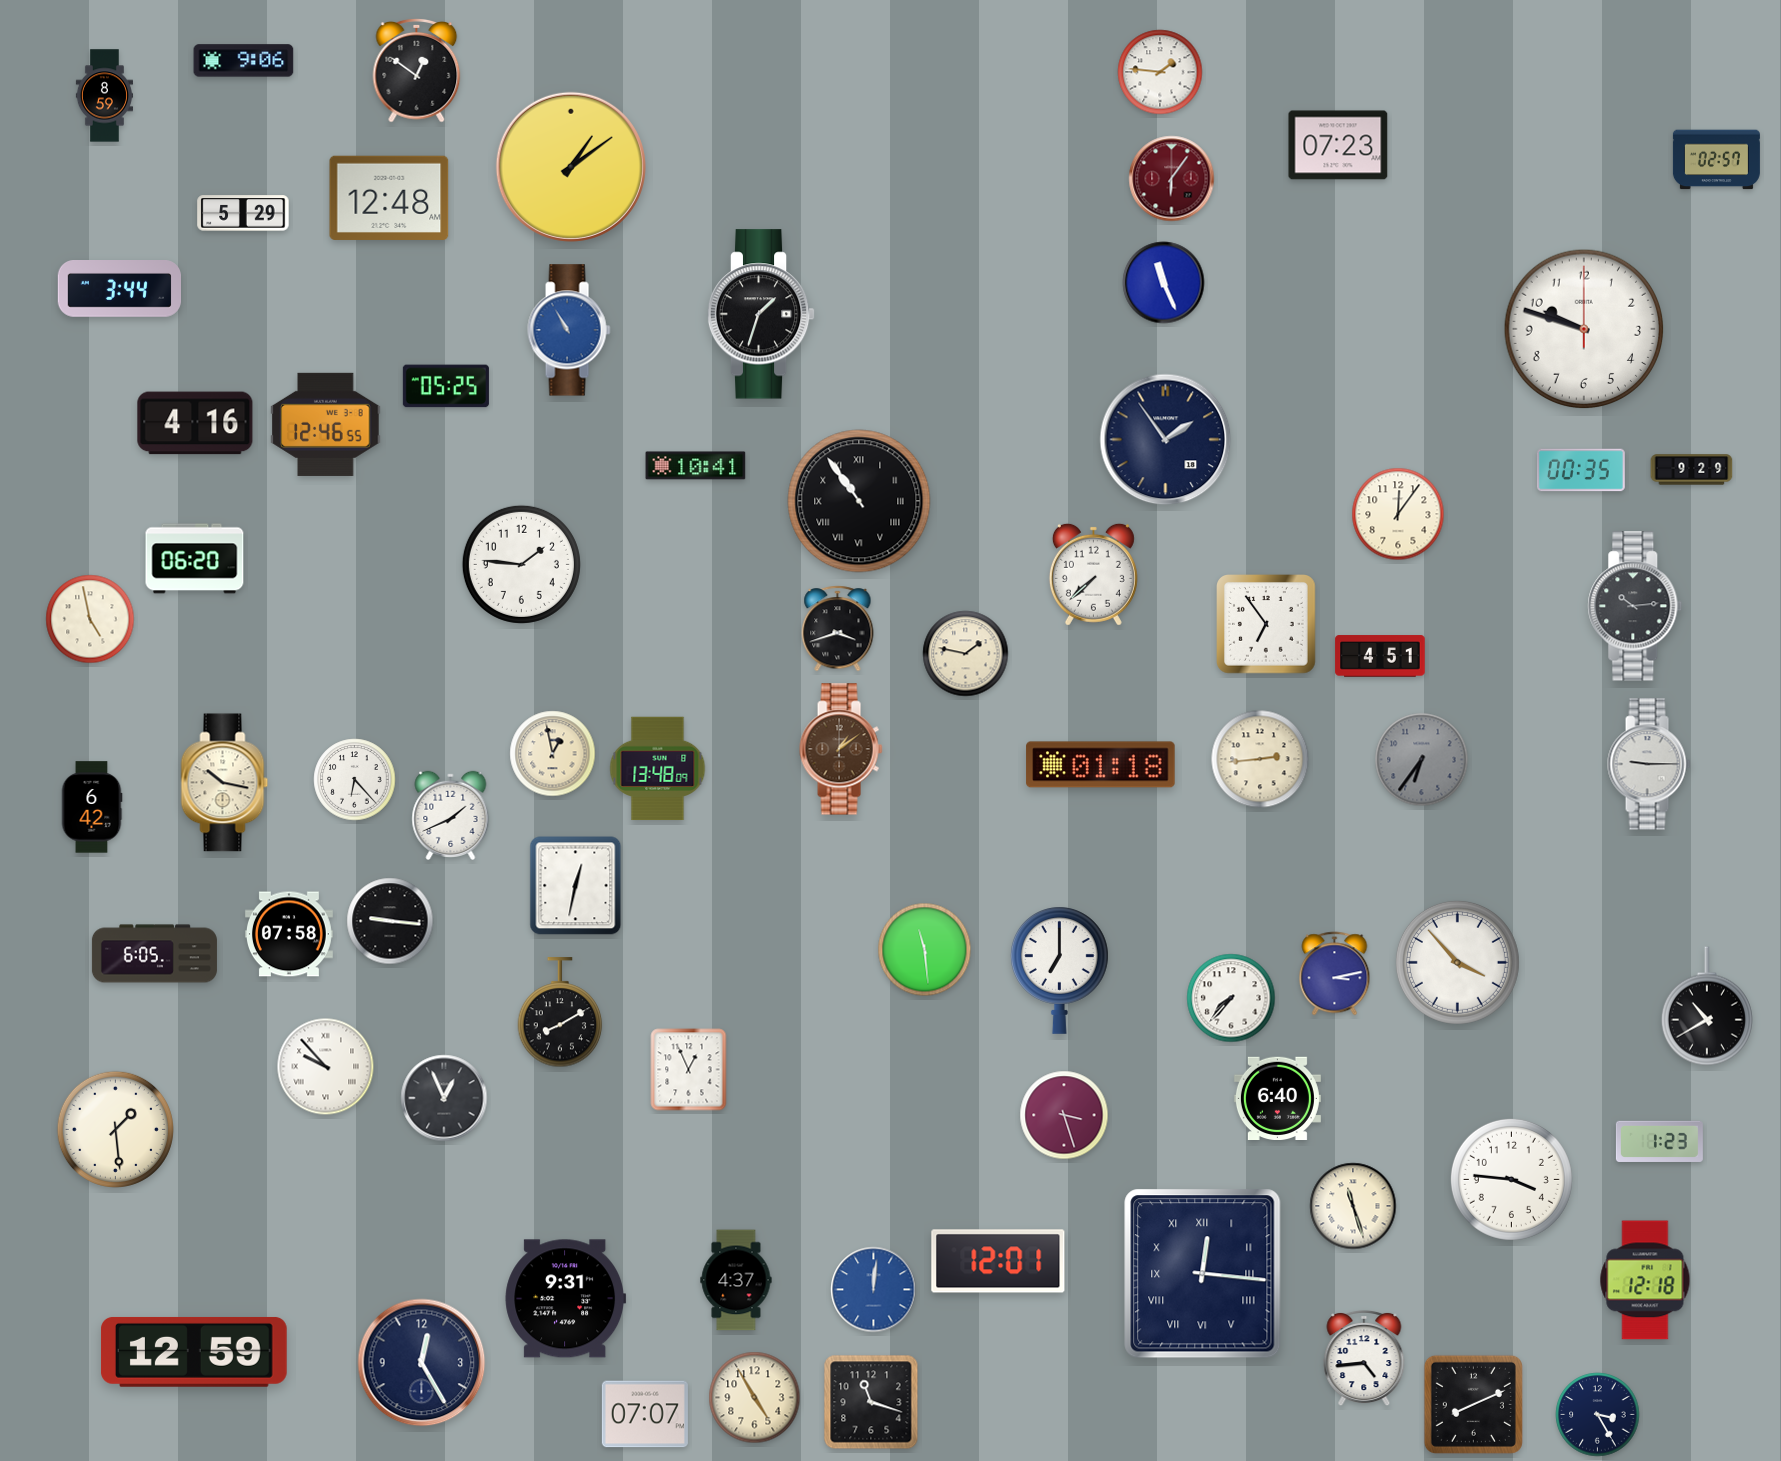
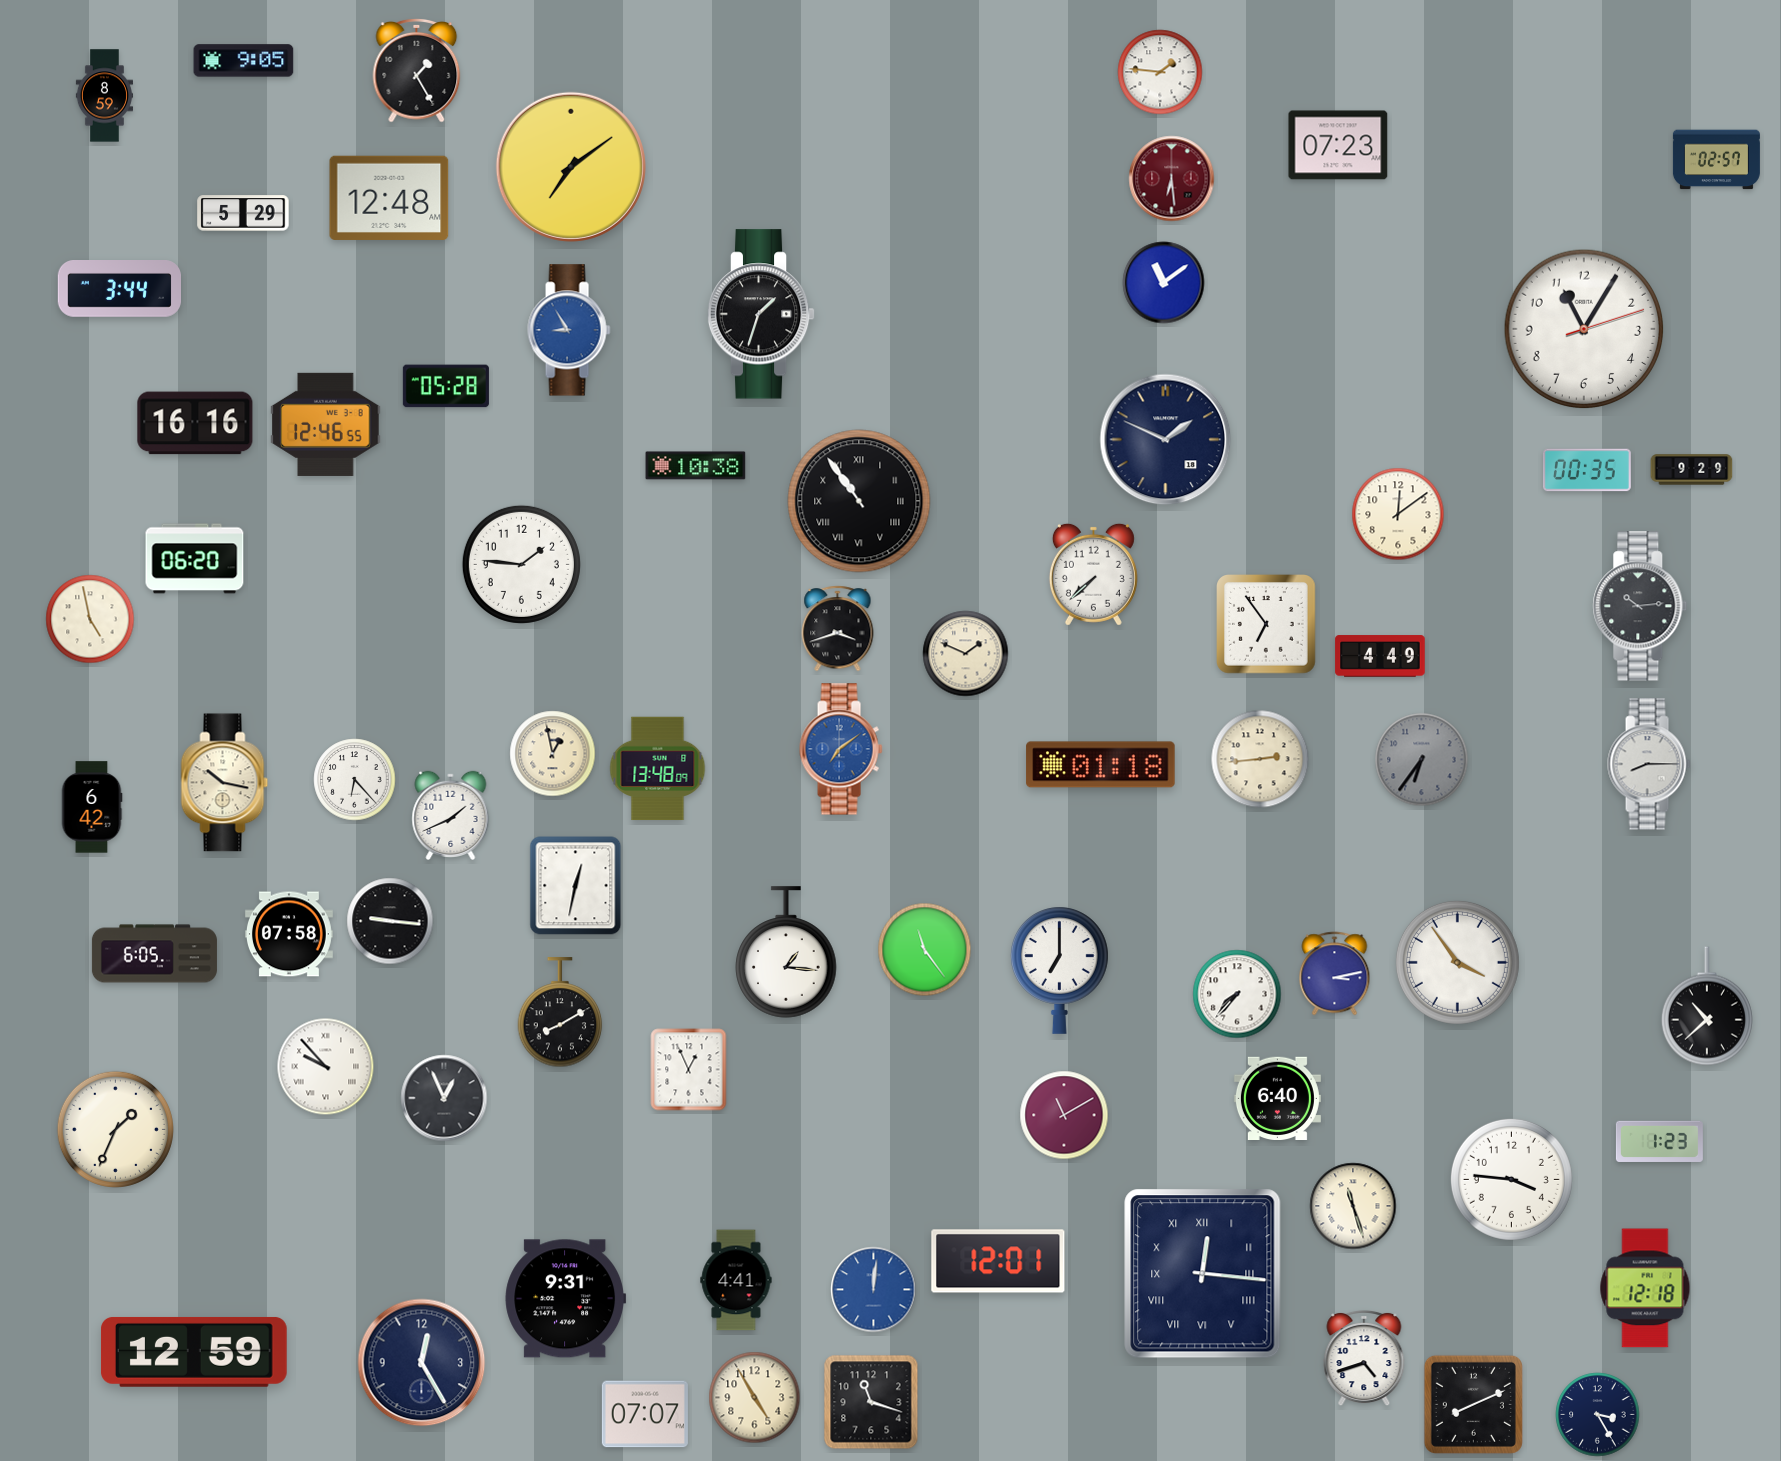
clock at (244, 61): 9:06 -> 9:05
clock at (417, 70): 12:51 -> 1:25
clock at (571, 167): 1:09 -> 7:09
clock at (1172, 179): 6:06 -> 6:29
clock at (1164, 283): 11:26 -> 11:09
clock at (1584, 329): 9:48 -> 11:05
clock at (569, 330): 10:55 -> 8:55
clock at (446, 386): 05:25 -> 05:28
clock at (195, 423): 4:16 -> 16:16
clock at (1166, 440): 1:54 -> 1:49
clock at (696, 466): 10:41 -> 10:38
clock at (1581, 470) position: (1581, 470) -> (1587, 470)
clock at (1398, 514): 12:06 -> 12:09
clock at (1635, 606) position: (1635, 606) -> (1640, 606)
clock at (966, 654): 1:47 -> 1:49
clock at (1380, 656): 4:51 -> 4:49
clock at (841, 749): 1:09 -> 7:09
clock at (841, 749) dial: brown -> blue
clock at (1649, 764): 9:15 -> 8:15
clock at (925, 950): 11:29 -> 11:24
clock at (786, 952): none -> 1:16
clock at (1457, 962): 3:53 -> 3:54
clock at (1231, 998) position: (1231, 998) -> (1237, 994)
clock at (1707, 1006): 10:40 -> 10:38
clock at (1064, 1115): 3:27 -> 11:10
clock at (115, 1129): 1:29 -> 1:34
clock at (736, 1280): 4:37 -> 4:41
clock at (1645, 1280) position: (1645, 1280) -> (1645, 1288)
clock at (1364, 1358): 4:44 -> 4:42
